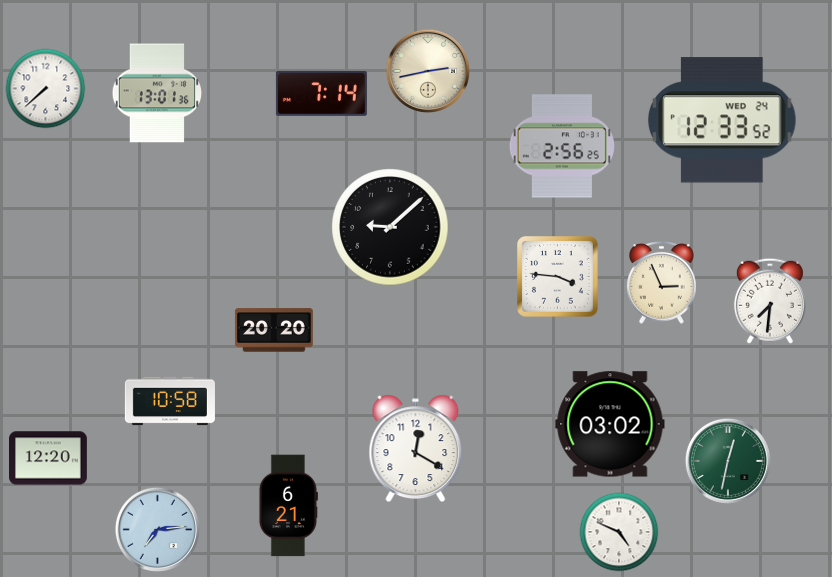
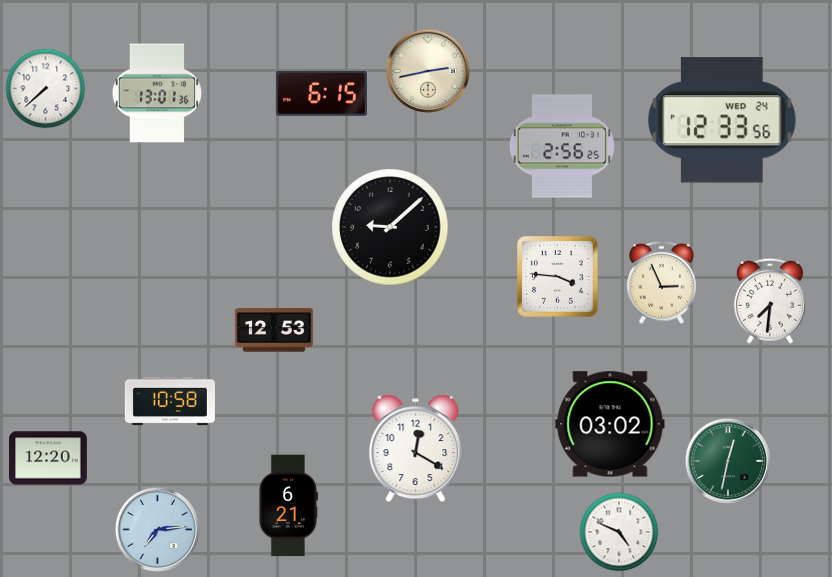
clock at (321, 94): 7:14 -> 6:15
clock at (722, 120): 12:33:52 -> 12:33:56
clock at (274, 330): 20:20 -> 12:53
